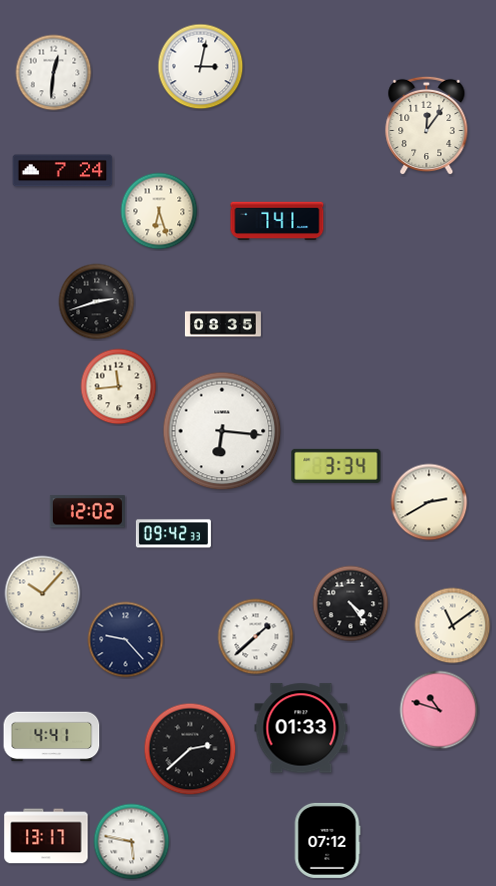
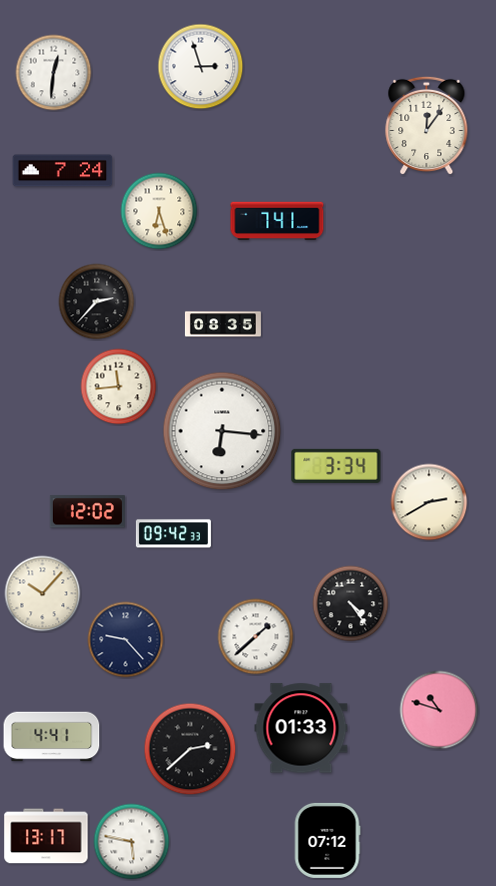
clock at (201, 67): 3:02 -> 2:57
clock at (97, 302): 2:42 -> 2:37
clock at (453, 626): 11:09 -> none
